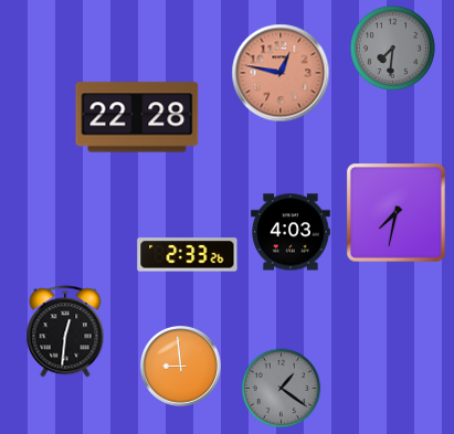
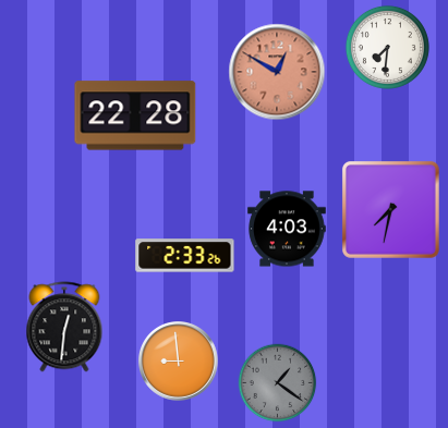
clock at (392, 47) dial: grey -> white
clock at (281, 73): 12:47 -> 12:50
clock at (188, 255) position: (188, 255) -> (185, 256)
